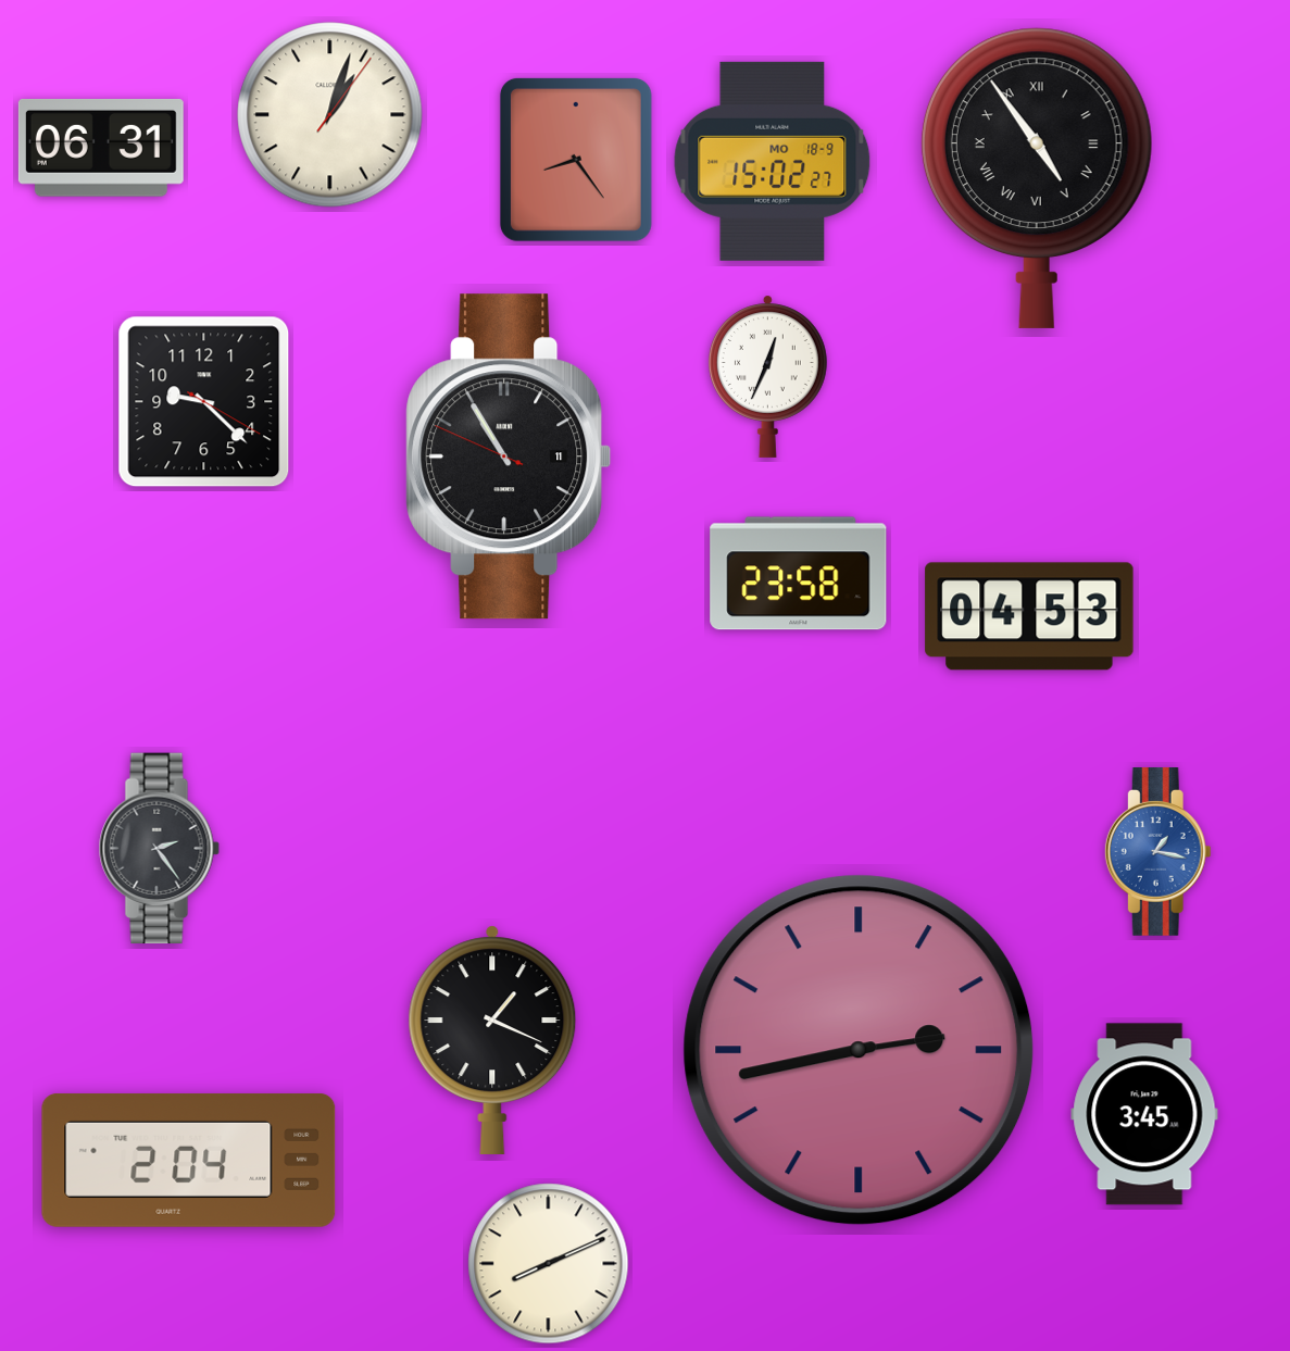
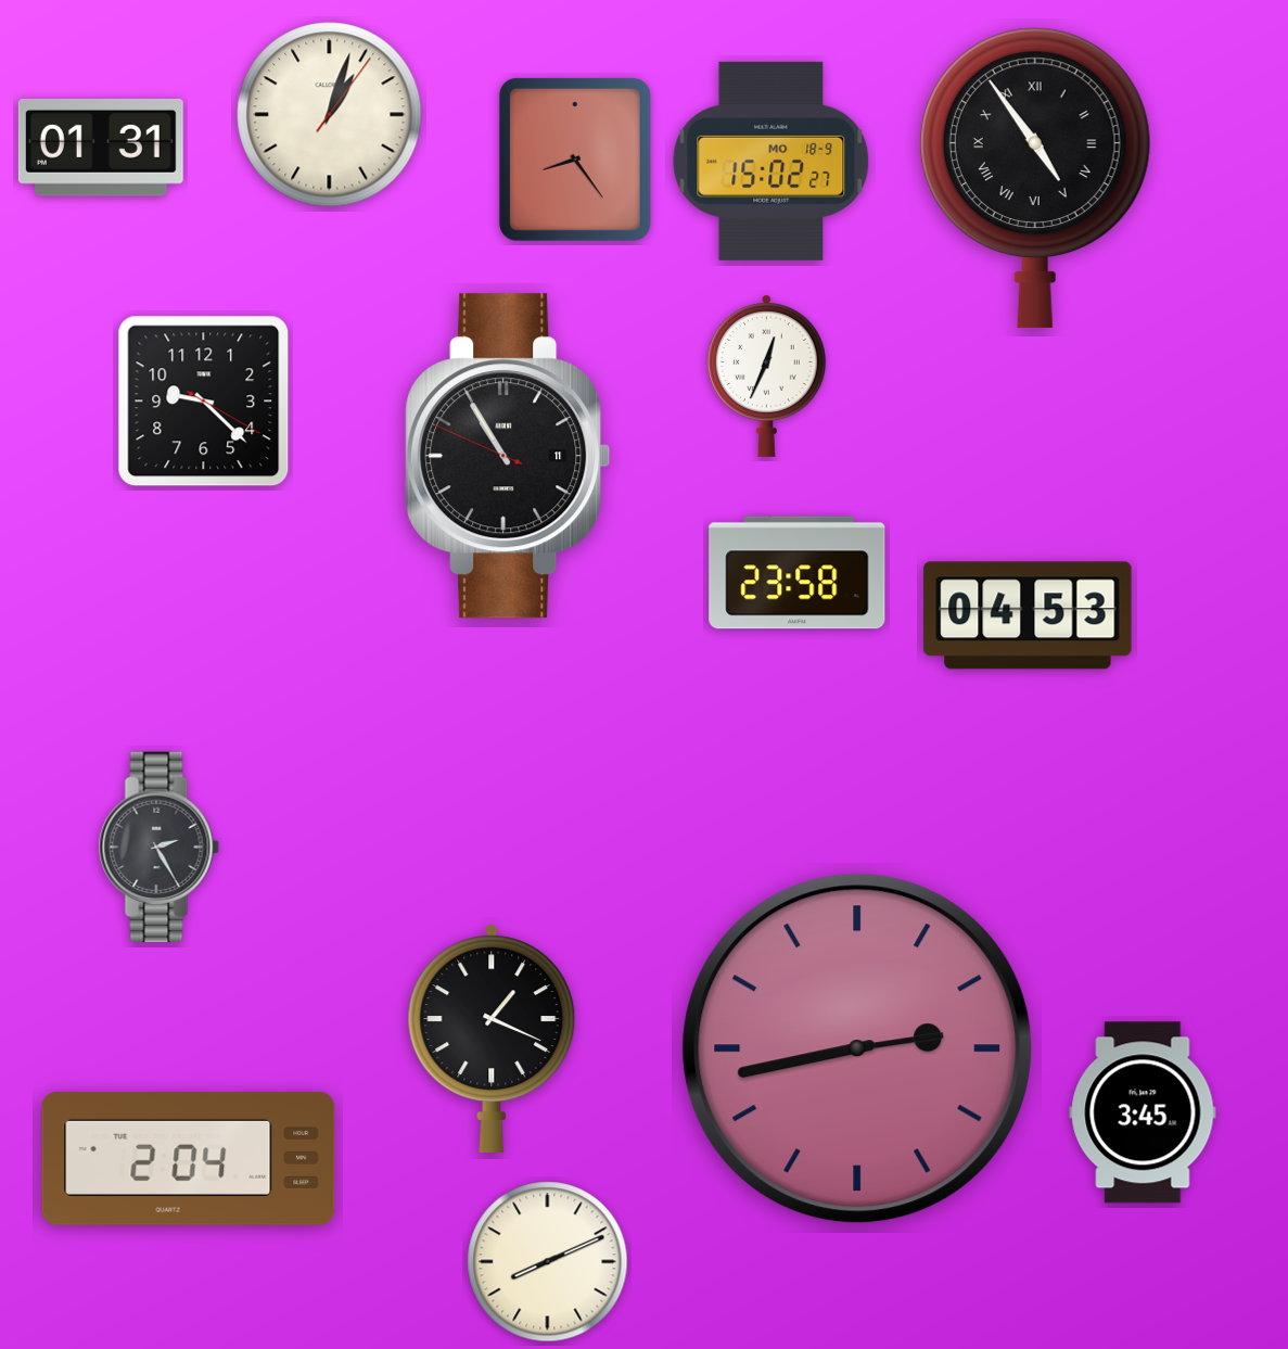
clock at (101, 148): 06:31 -> 01:31
clock at (159, 849): 2:24 -> 2:25
clock at (1157, 852): 1:17 -> none
